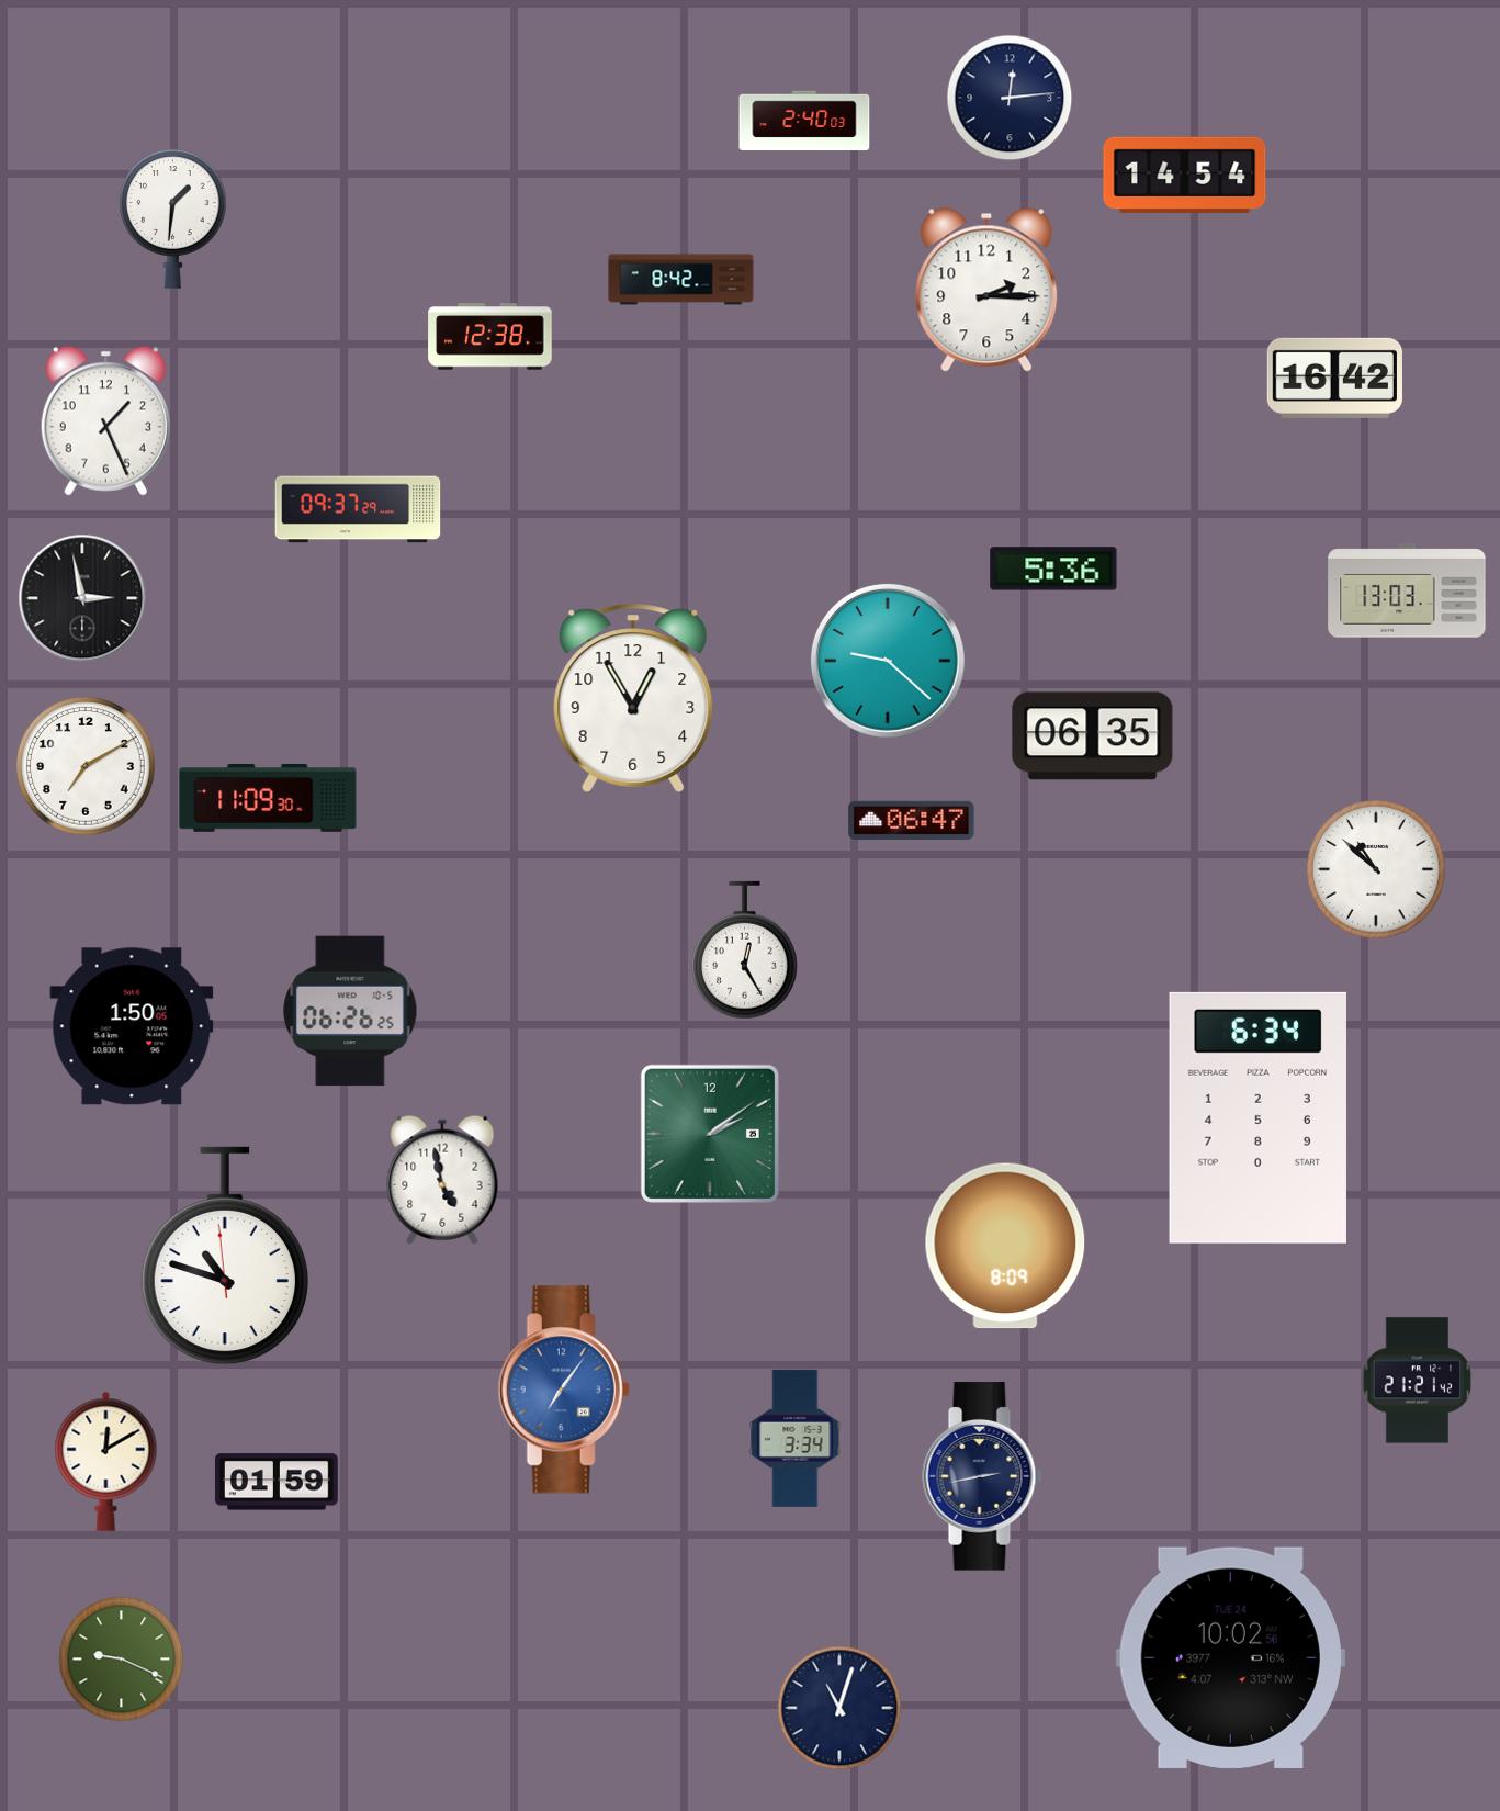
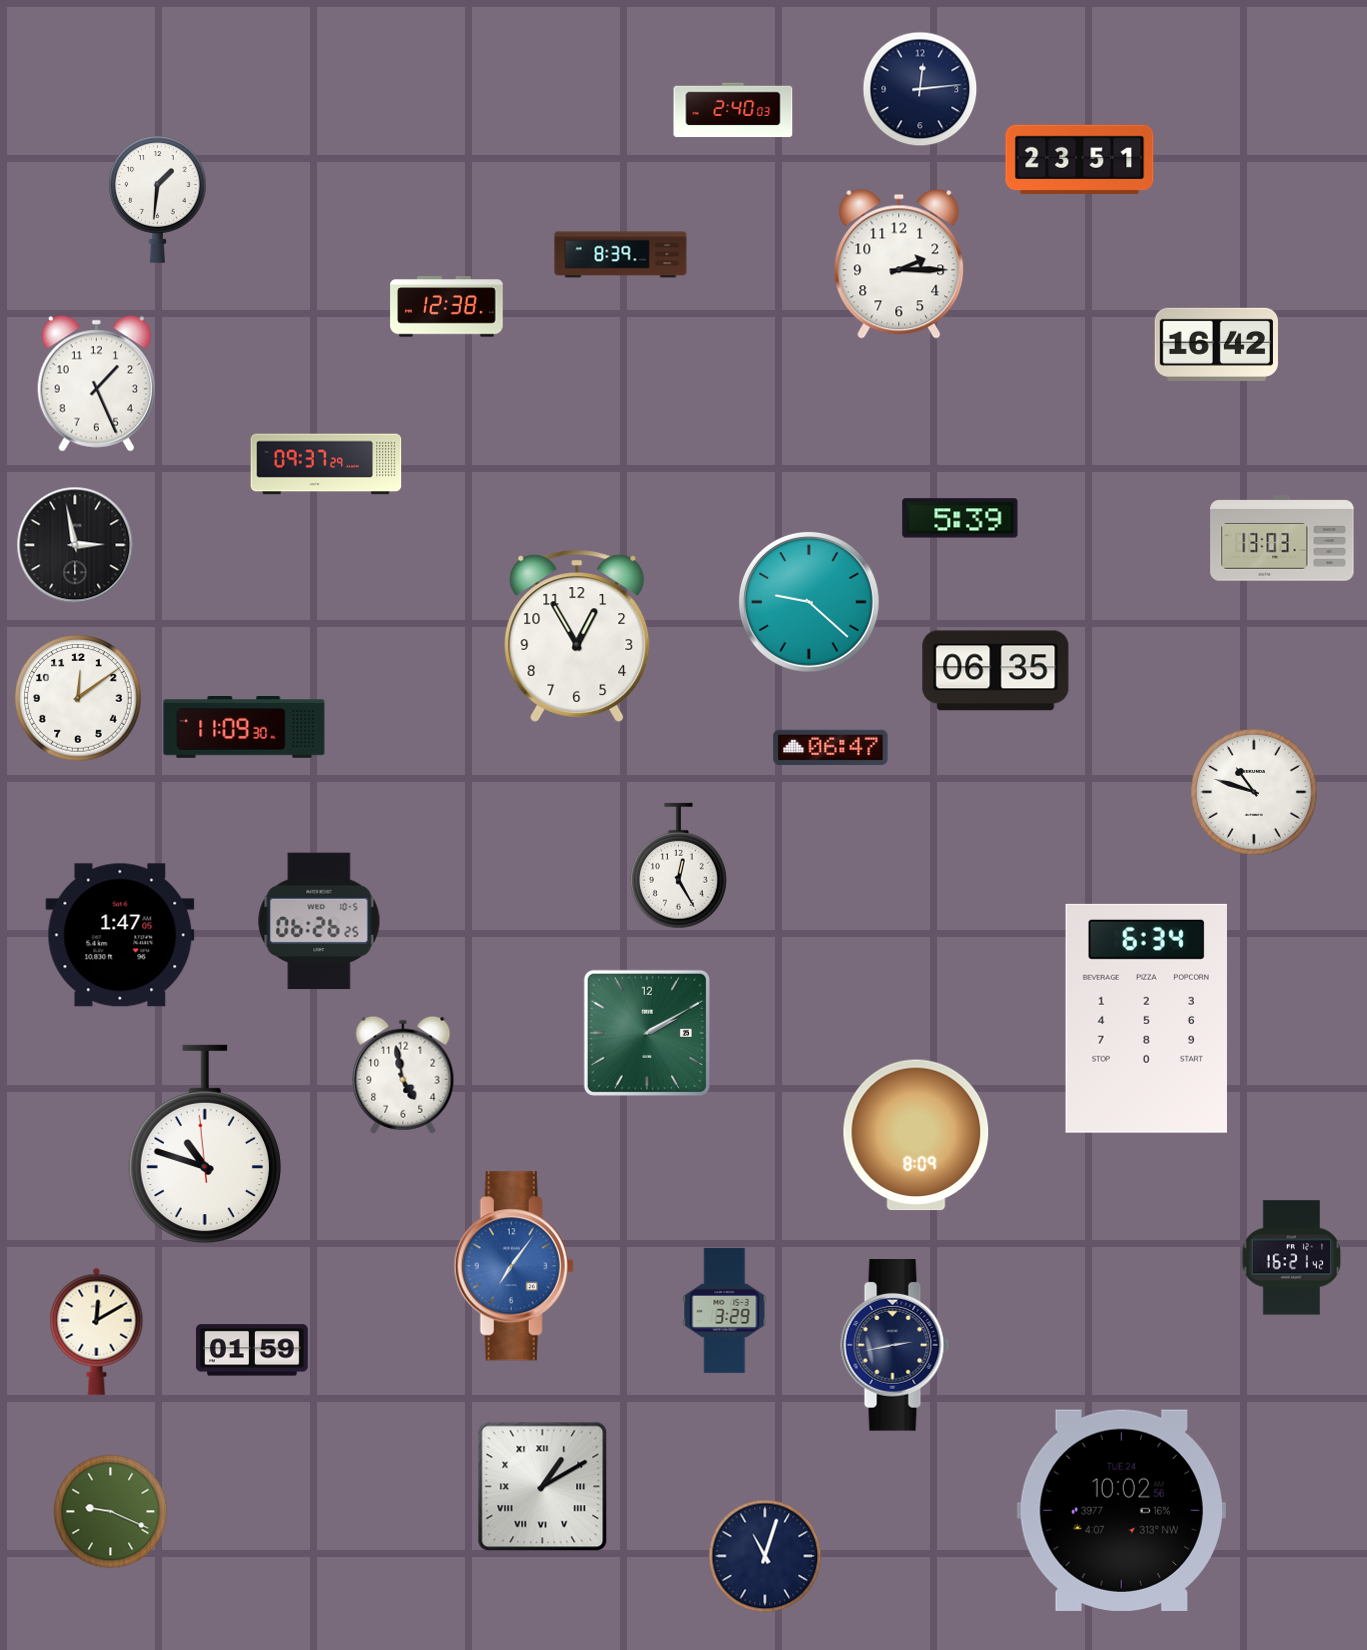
clock at (1185, 175): 14:54 -> 23:51
clock at (681, 280): 8:42 -> 8:39
clock at (1053, 569): 5:36 -> 5:39
clock at (86, 766): 7:10 -> 12:09
clock at (1376, 869): 10:52 -> 10:48
clock at (132, 1026): 1:50 -> 1:47
clock at (710, 1134): 2:09 -> 2:10
clock at (1418, 1381): 21:21 -> 16:21
clock at (796, 1438): 3:34 -> 3:29
clock at (543, 1487): none -> 1:10
